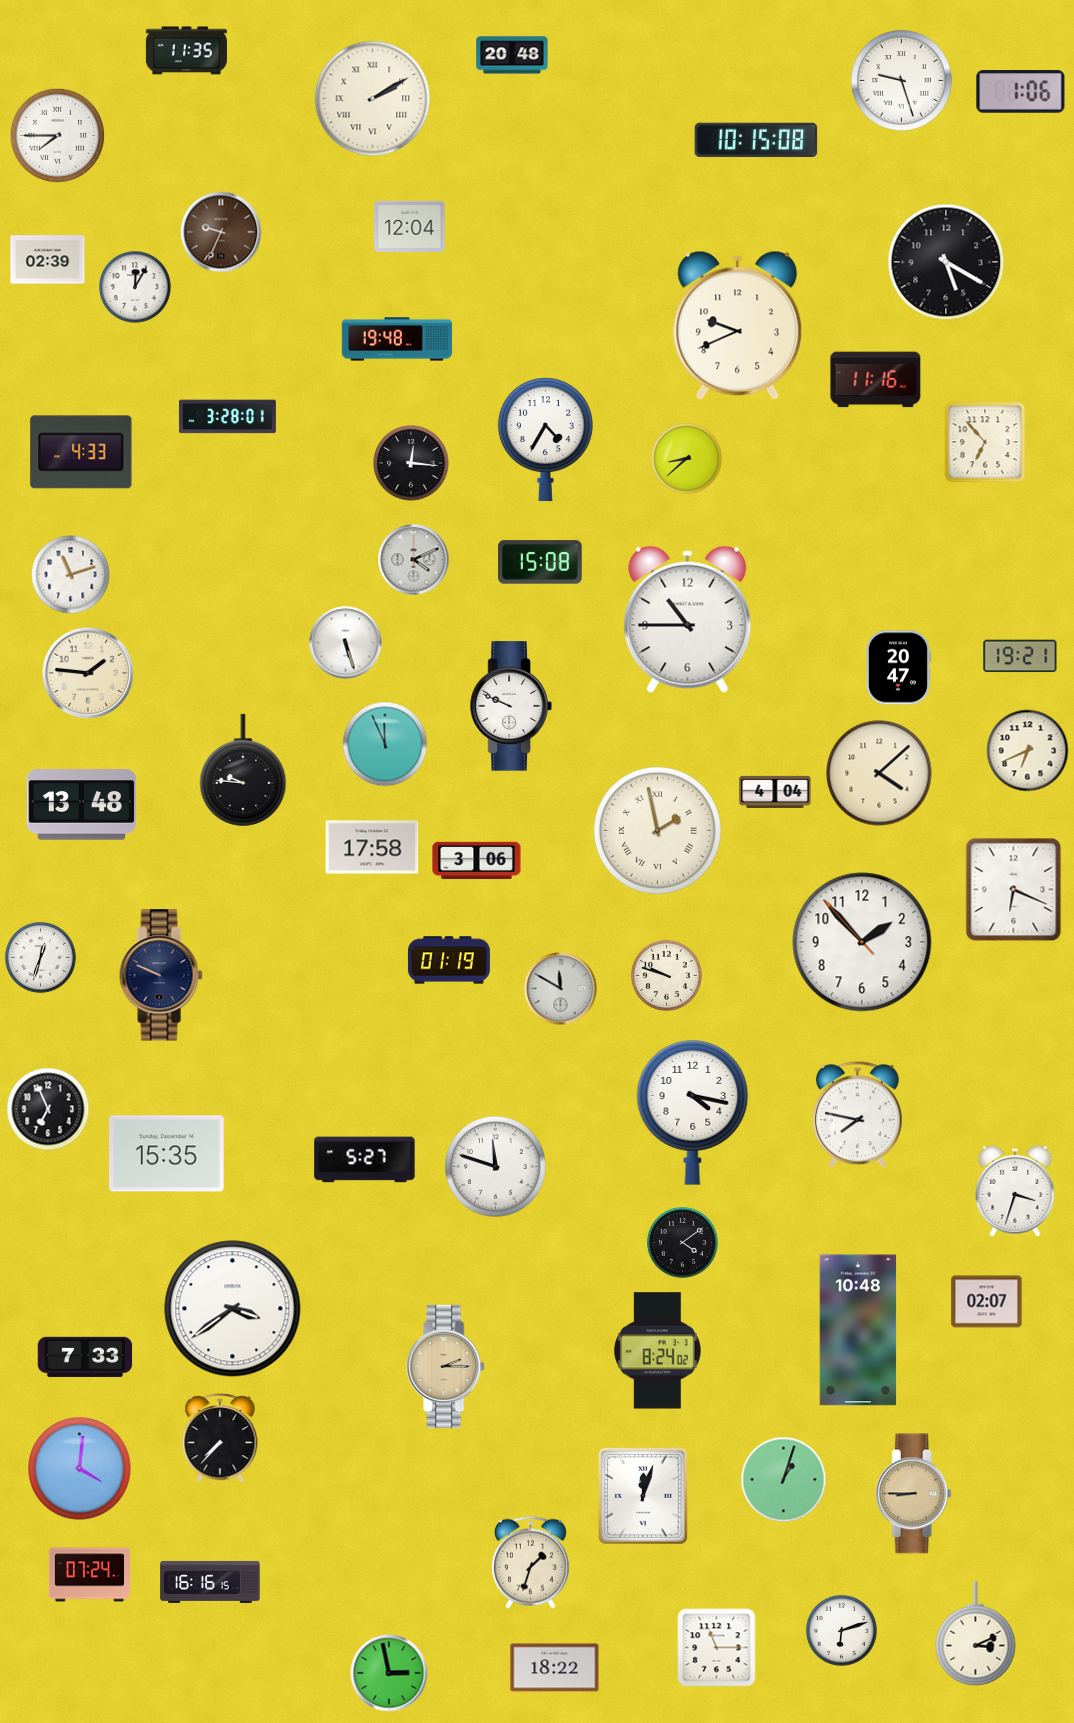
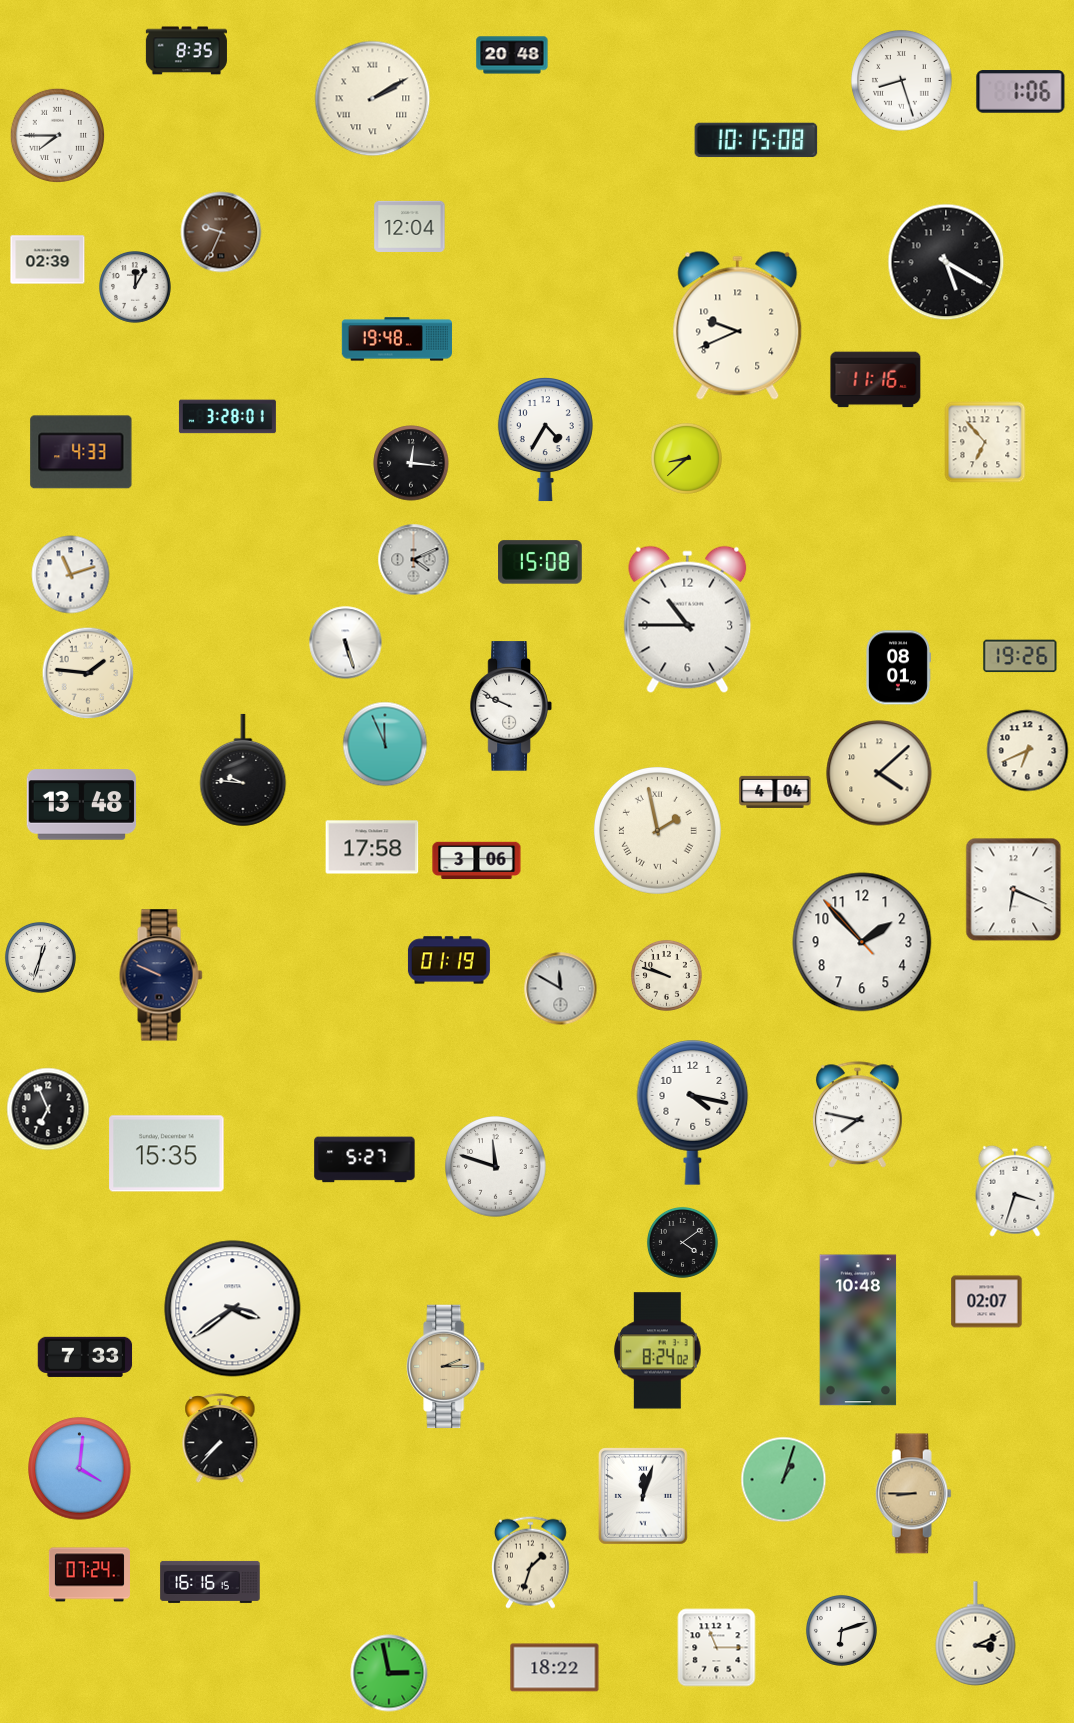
clock at (186, 51): 11:35 -> 8:35
clock at (902, 81): 9:27 -> 8:27
clock at (1020, 656): 19:21 -> 19:26
clock at (898, 668): 20:47 -> 08:01
